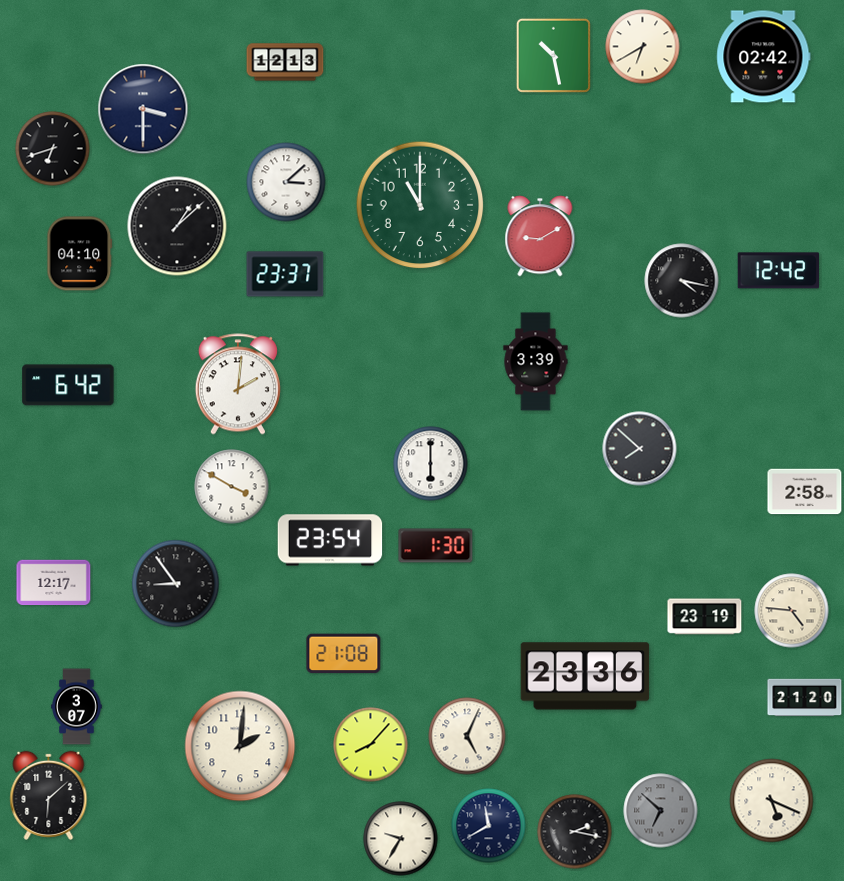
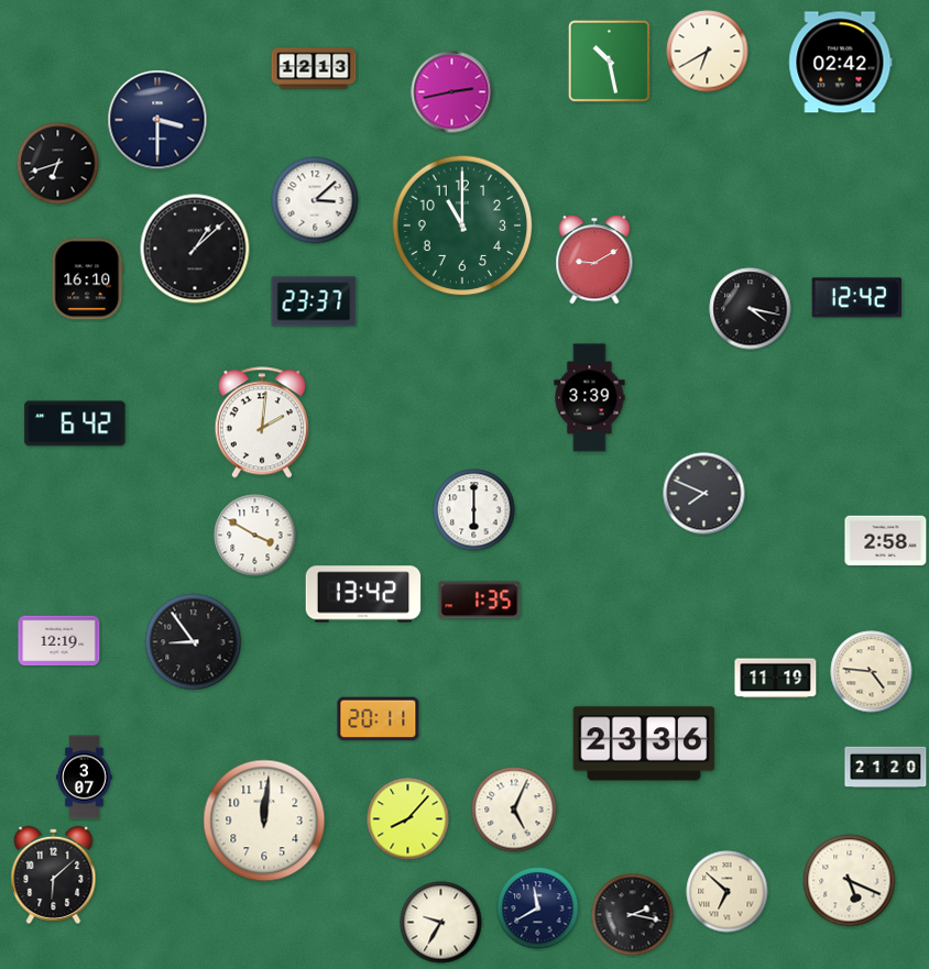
clock at (452, 92): none -> 2:43
clock at (80, 254): 04:10 -> 16:10
clock at (640, 449): 7:52 -> 7:49
clock at (330, 540): 23:54 -> 13:42
clock at (436, 546): 1:30 -> 1:35
clock at (54, 583): 12:17 -> 12:19
clock at (705, 617): 23:19 -> 11:19
clock at (344, 654): 21:08 -> 20:11
clock at (240, 746): 2:01 -> 12:01
clock at (661, 811) dial: grey -> cream
